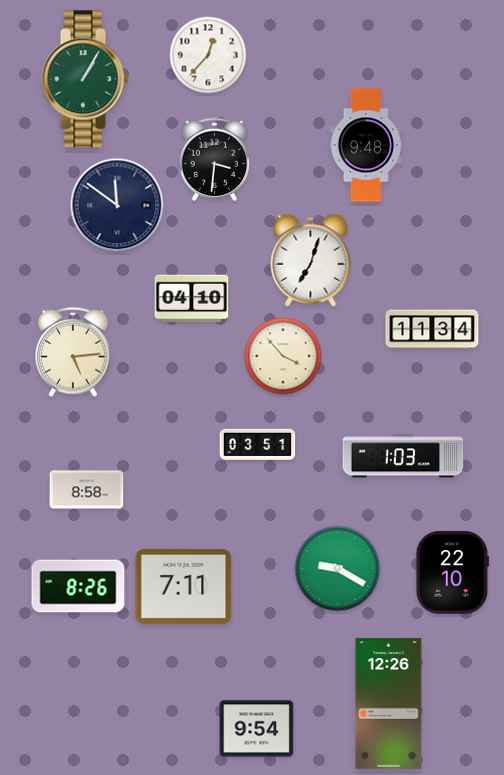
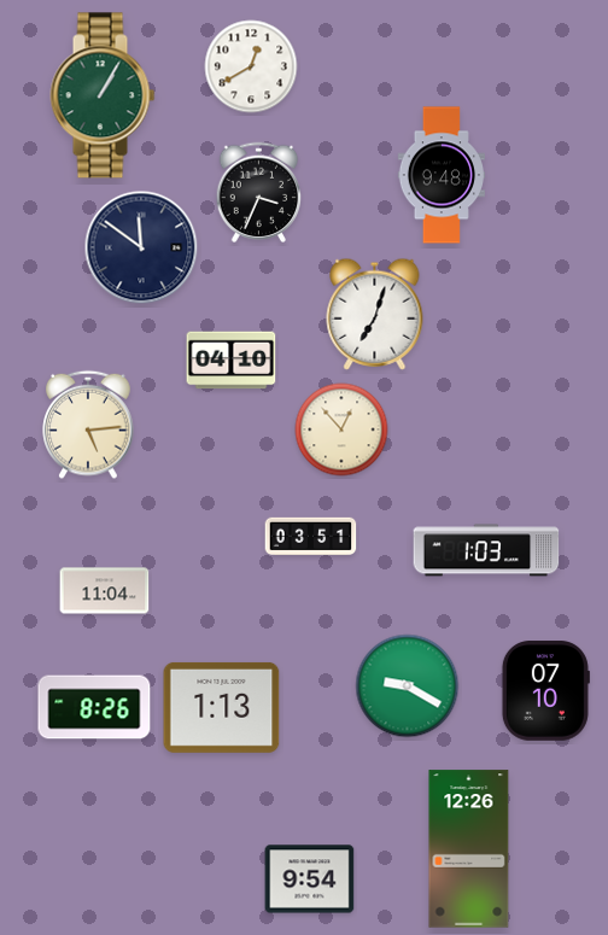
clock at (208, 55): 12:37 -> 12:40
clock at (215, 159): 3:31 -> 3:34
clock at (432, 329): 11:34 -> none
clock at (283, 356): 3:53 -> 12:53
clock at (87, 490): 8:58 -> 11:04
clock at (452, 573): 22:10 -> 07:10
clock at (184, 586): 7:11 -> 1:13
